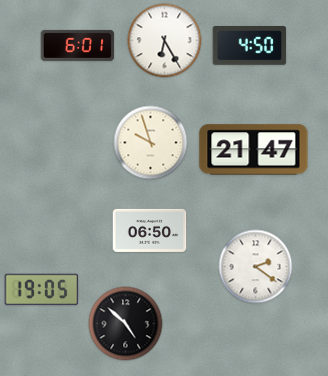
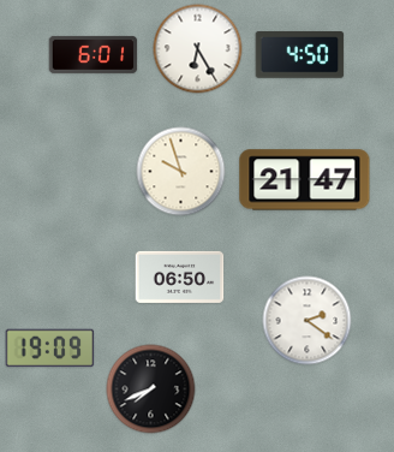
clock at (42, 290): 19:05 -> 19:09
clock at (126, 324): 4:52 -> 7:41
